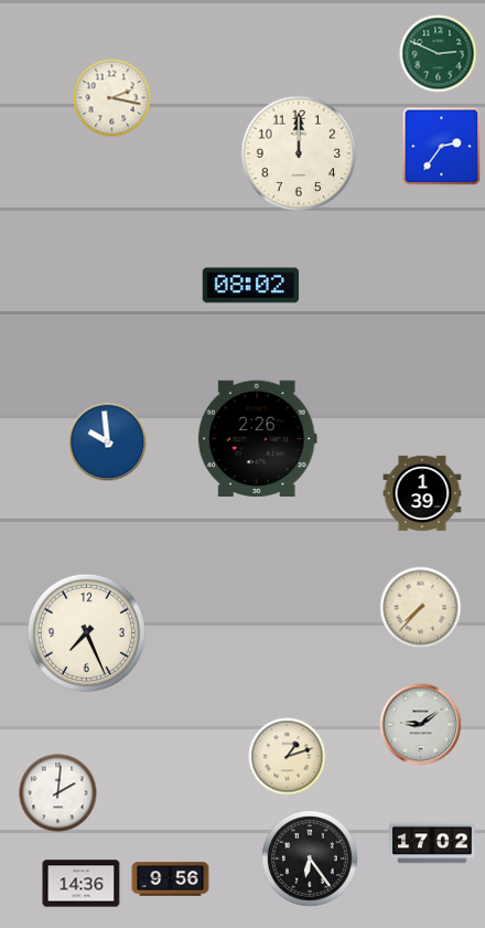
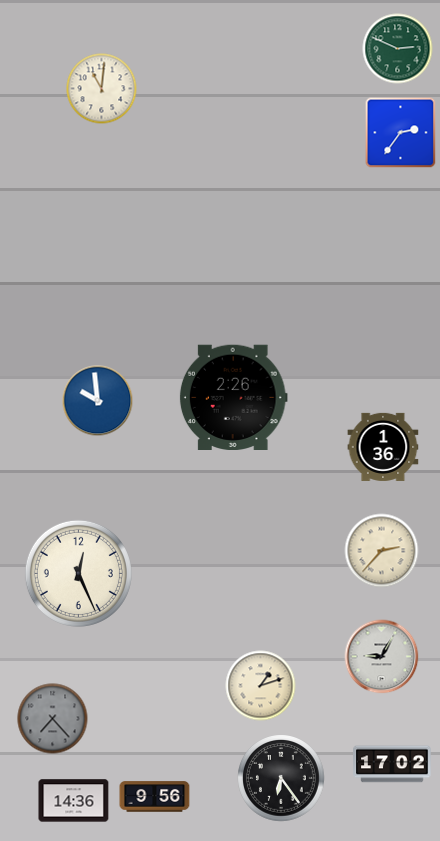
clock at (112, 98): 2:17 -> 11:01
clock at (299, 153): 12:00 -> none
clock at (251, 286): 08:02 -> none
clock at (422, 493): 1:39 -> 1:36
clock at (421, 608): 7:37 -> 2:37
clock at (86, 632): 7:26 -> 12:26
clock at (421, 725): 9:09 -> 9:05
clock at (58, 793): 2:01 -> 7:23
clock at (58, 793) dial: white -> grey
